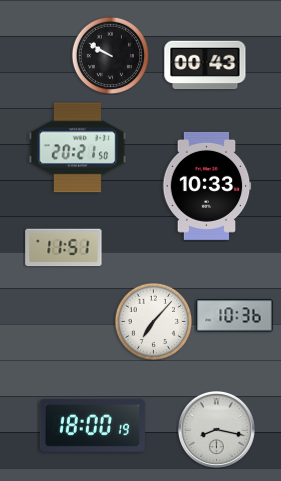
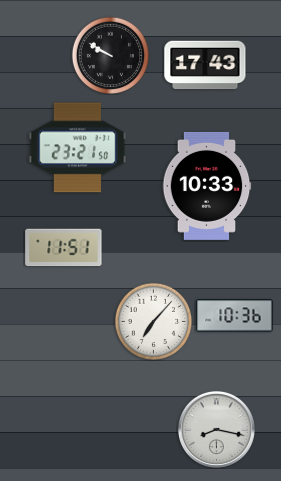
clock at (205, 65): 00:43 -> 17:43
clock at (78, 148): 20:21 -> 23:21
clock at (92, 425): 18:00 -> none
